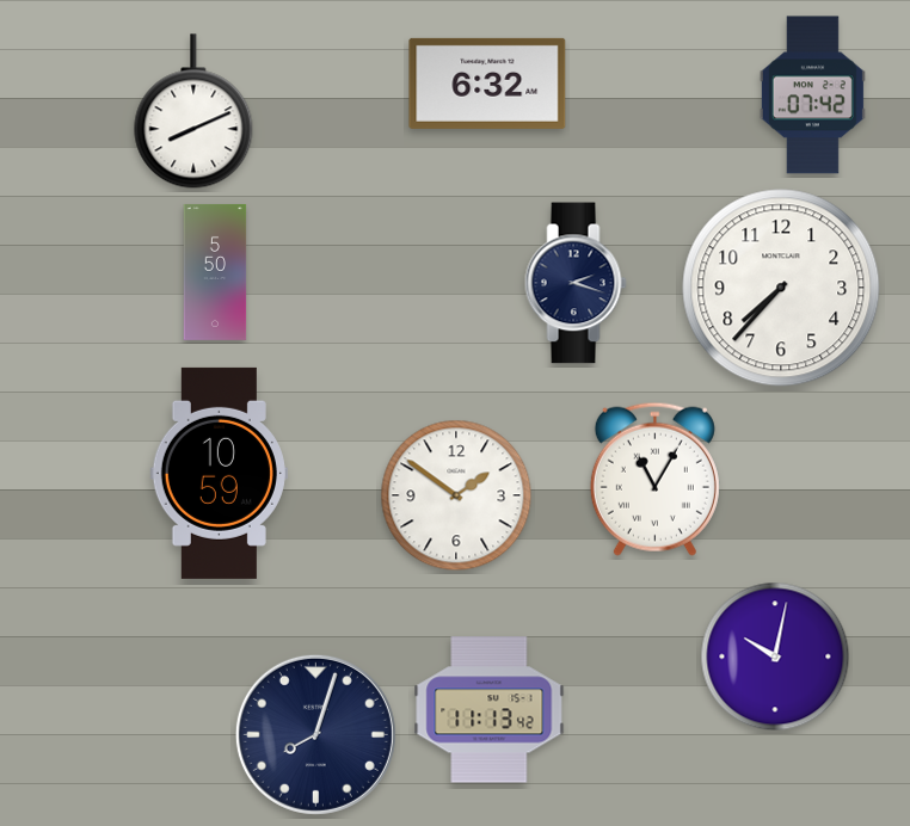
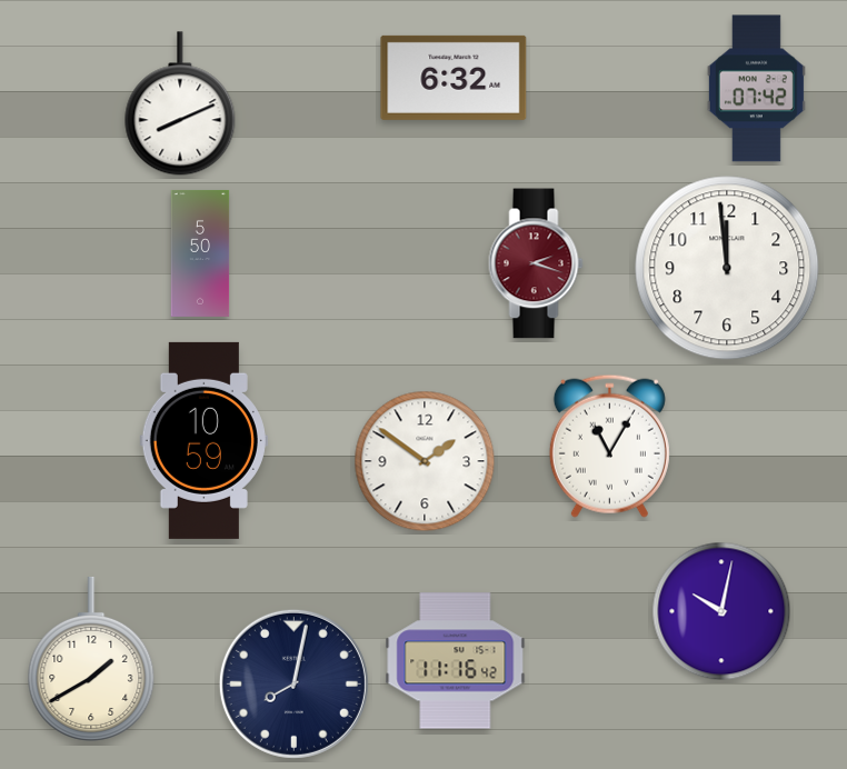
clock at (576, 283) dial: navy -> burgundy
clock at (781, 288): 7:37 -> 11:59
clock at (91, 659): none -> 1:40
clock at (490, 710): 11:13 -> 11:16
clock at (315, 734): 8:03 -> 8:02
